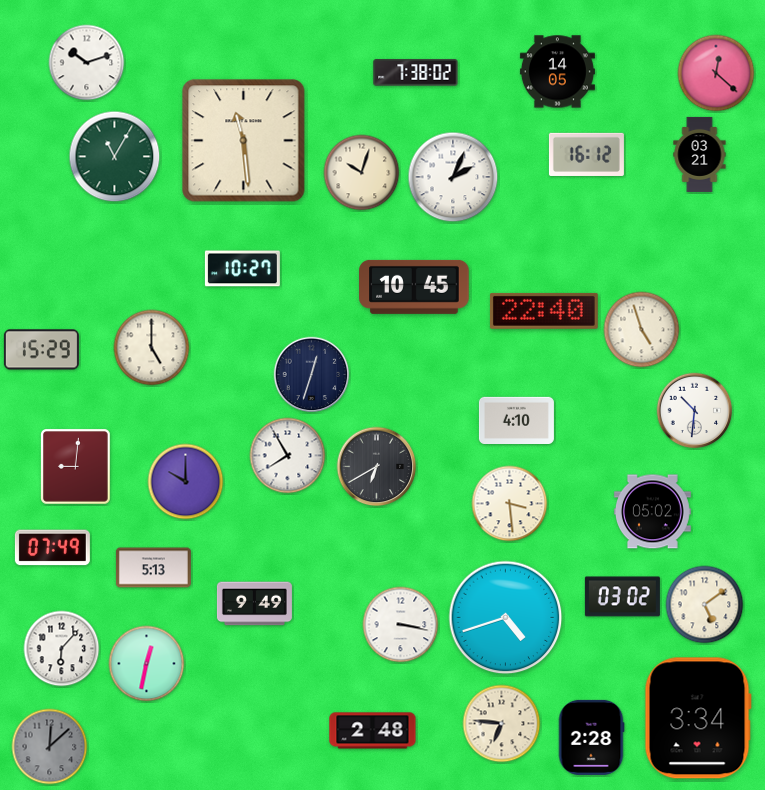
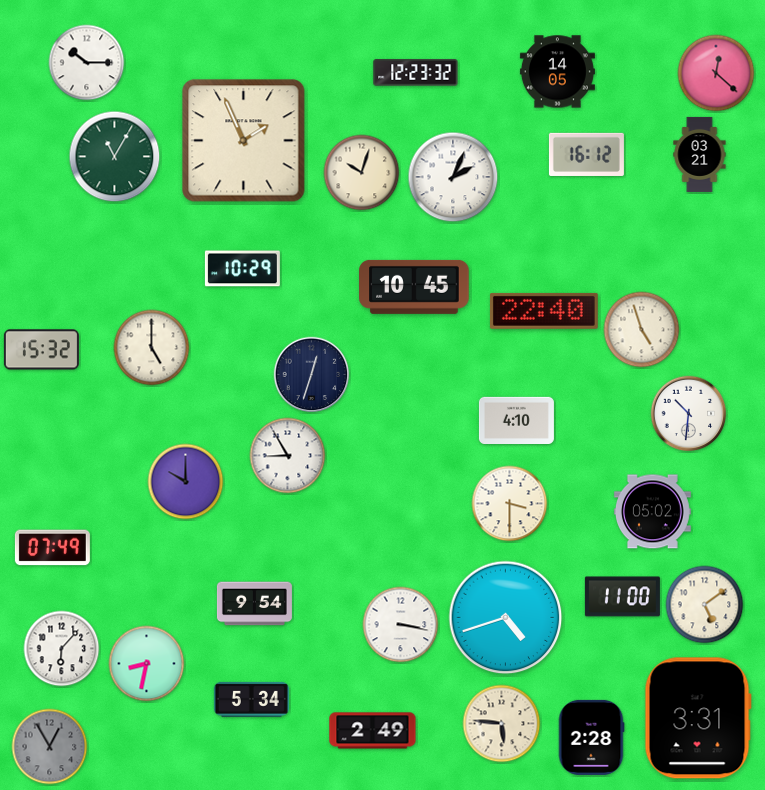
clock at (87, 63): 10:12 -> 10:15
clock at (416, 73): 7:38 -> 12:23
clock at (244, 141): 11:29 -> 1:56
clock at (242, 269): 10:27 -> 10:29
clock at (41, 350): 15:29 -> 15:32
clock at (695, 411) position: (695, 411) -> (689, 414)
clock at (288, 456): 7:55 -> 8:55
clock at (76, 467): 9:01 -> none
clock at (377, 467): 6:40 -> none
clock at (510, 504): 3:29 -> 3:30
clock at (153, 568): 5:13 -> none
clock at (622, 597): 03:02 -> 11:00
clock at (254, 604): 9:49 -> 9:54
clock at (147, 664): 12:32 -> 8:32
clock at (251, 699): none -> 5:34
clock at (698, 718): 3:34 -> 3:31
clock at (502, 724): 6:46 -> 5:46
clock at (373, 731): 2:48 -> 2:49
clock at (50, 747): 12:08 -> 12:55
